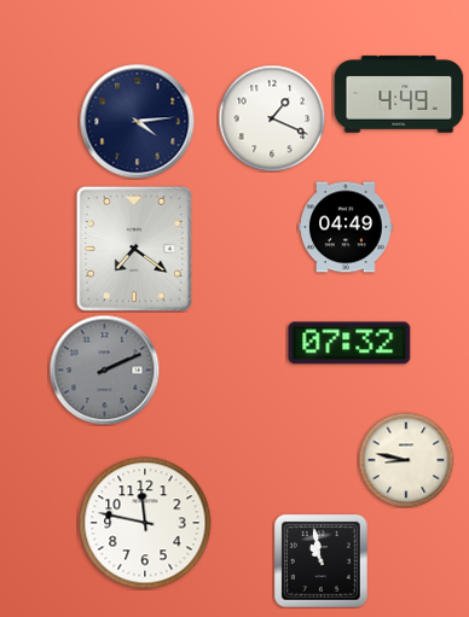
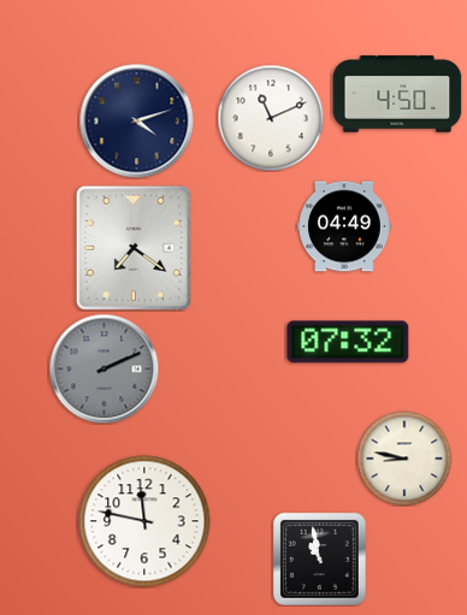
clock at (399, 94): 4:49 -> 4:50
clock at (272, 118): 1:19 -> 11:11
clock at (137, 121): 4:14 -> 4:12
